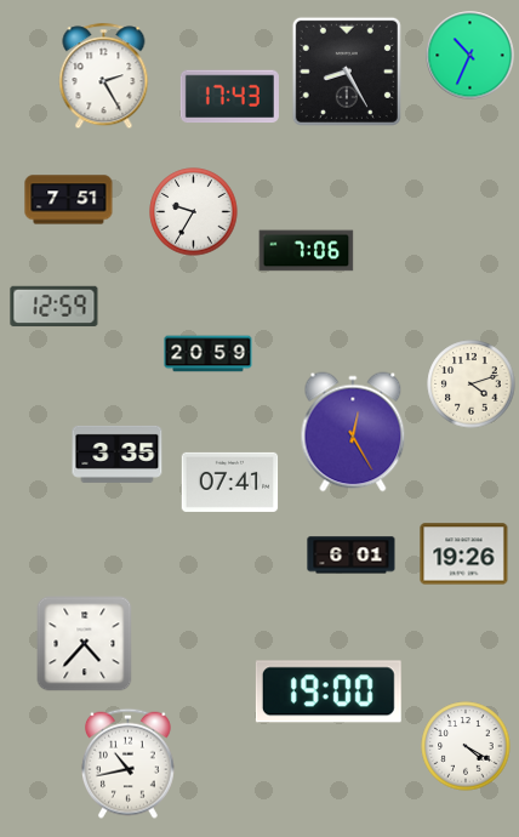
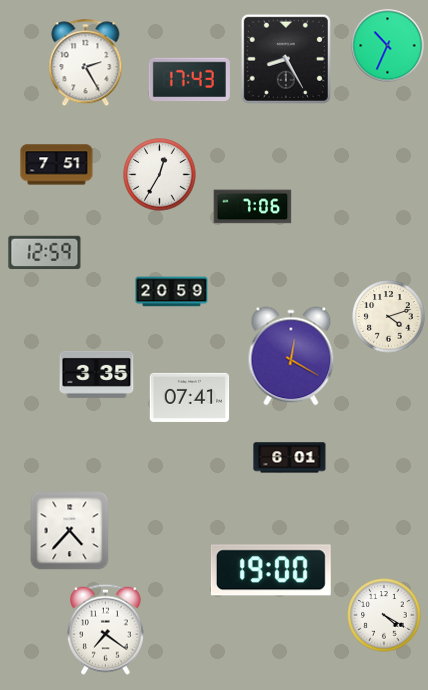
clock at (194, 212): 9:35 -> 12:35
clock at (353, 432): 12:25 -> 12:20
clock at (464, 554): 19:26 -> none
clock at (127, 763): 10:43 -> 7:21
